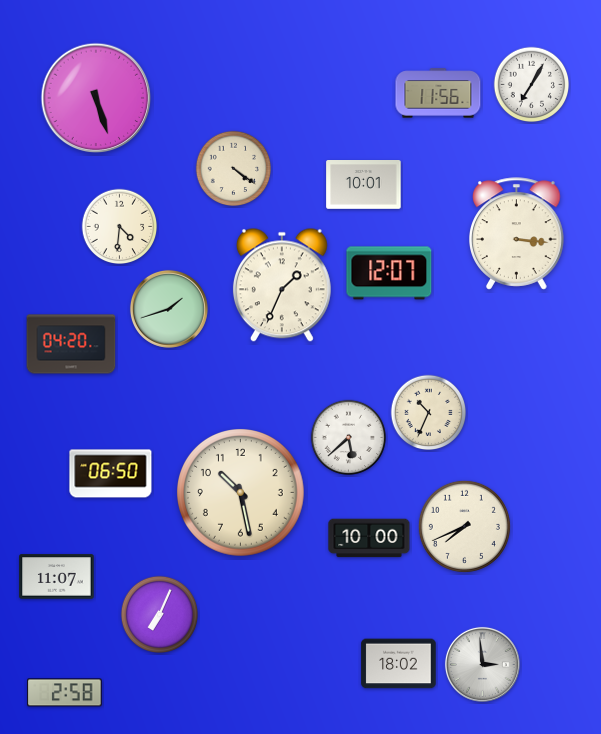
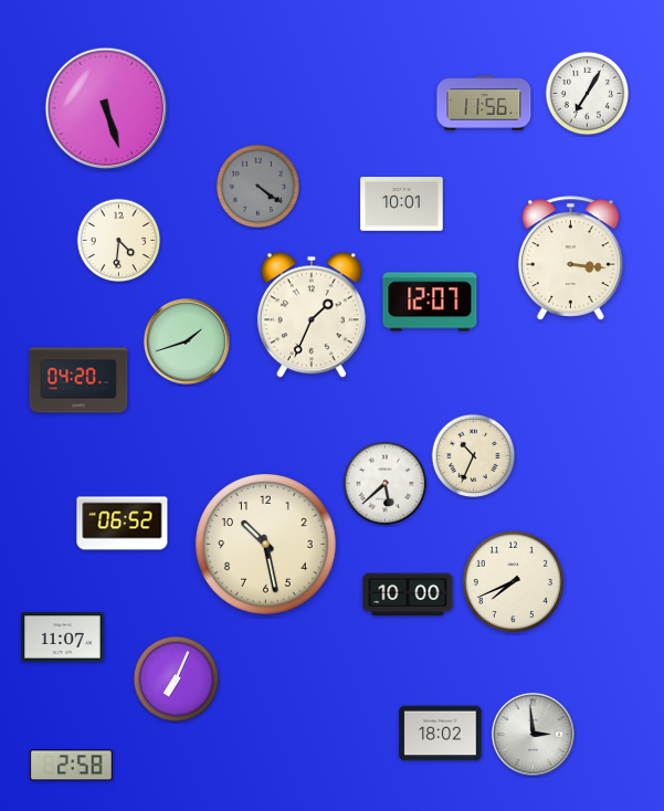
clock at (234, 169) dial: cream -> grey
clock at (120, 227) position: (120, 227) -> (119, 241)
clock at (111, 474): 06:50 -> 06:52
